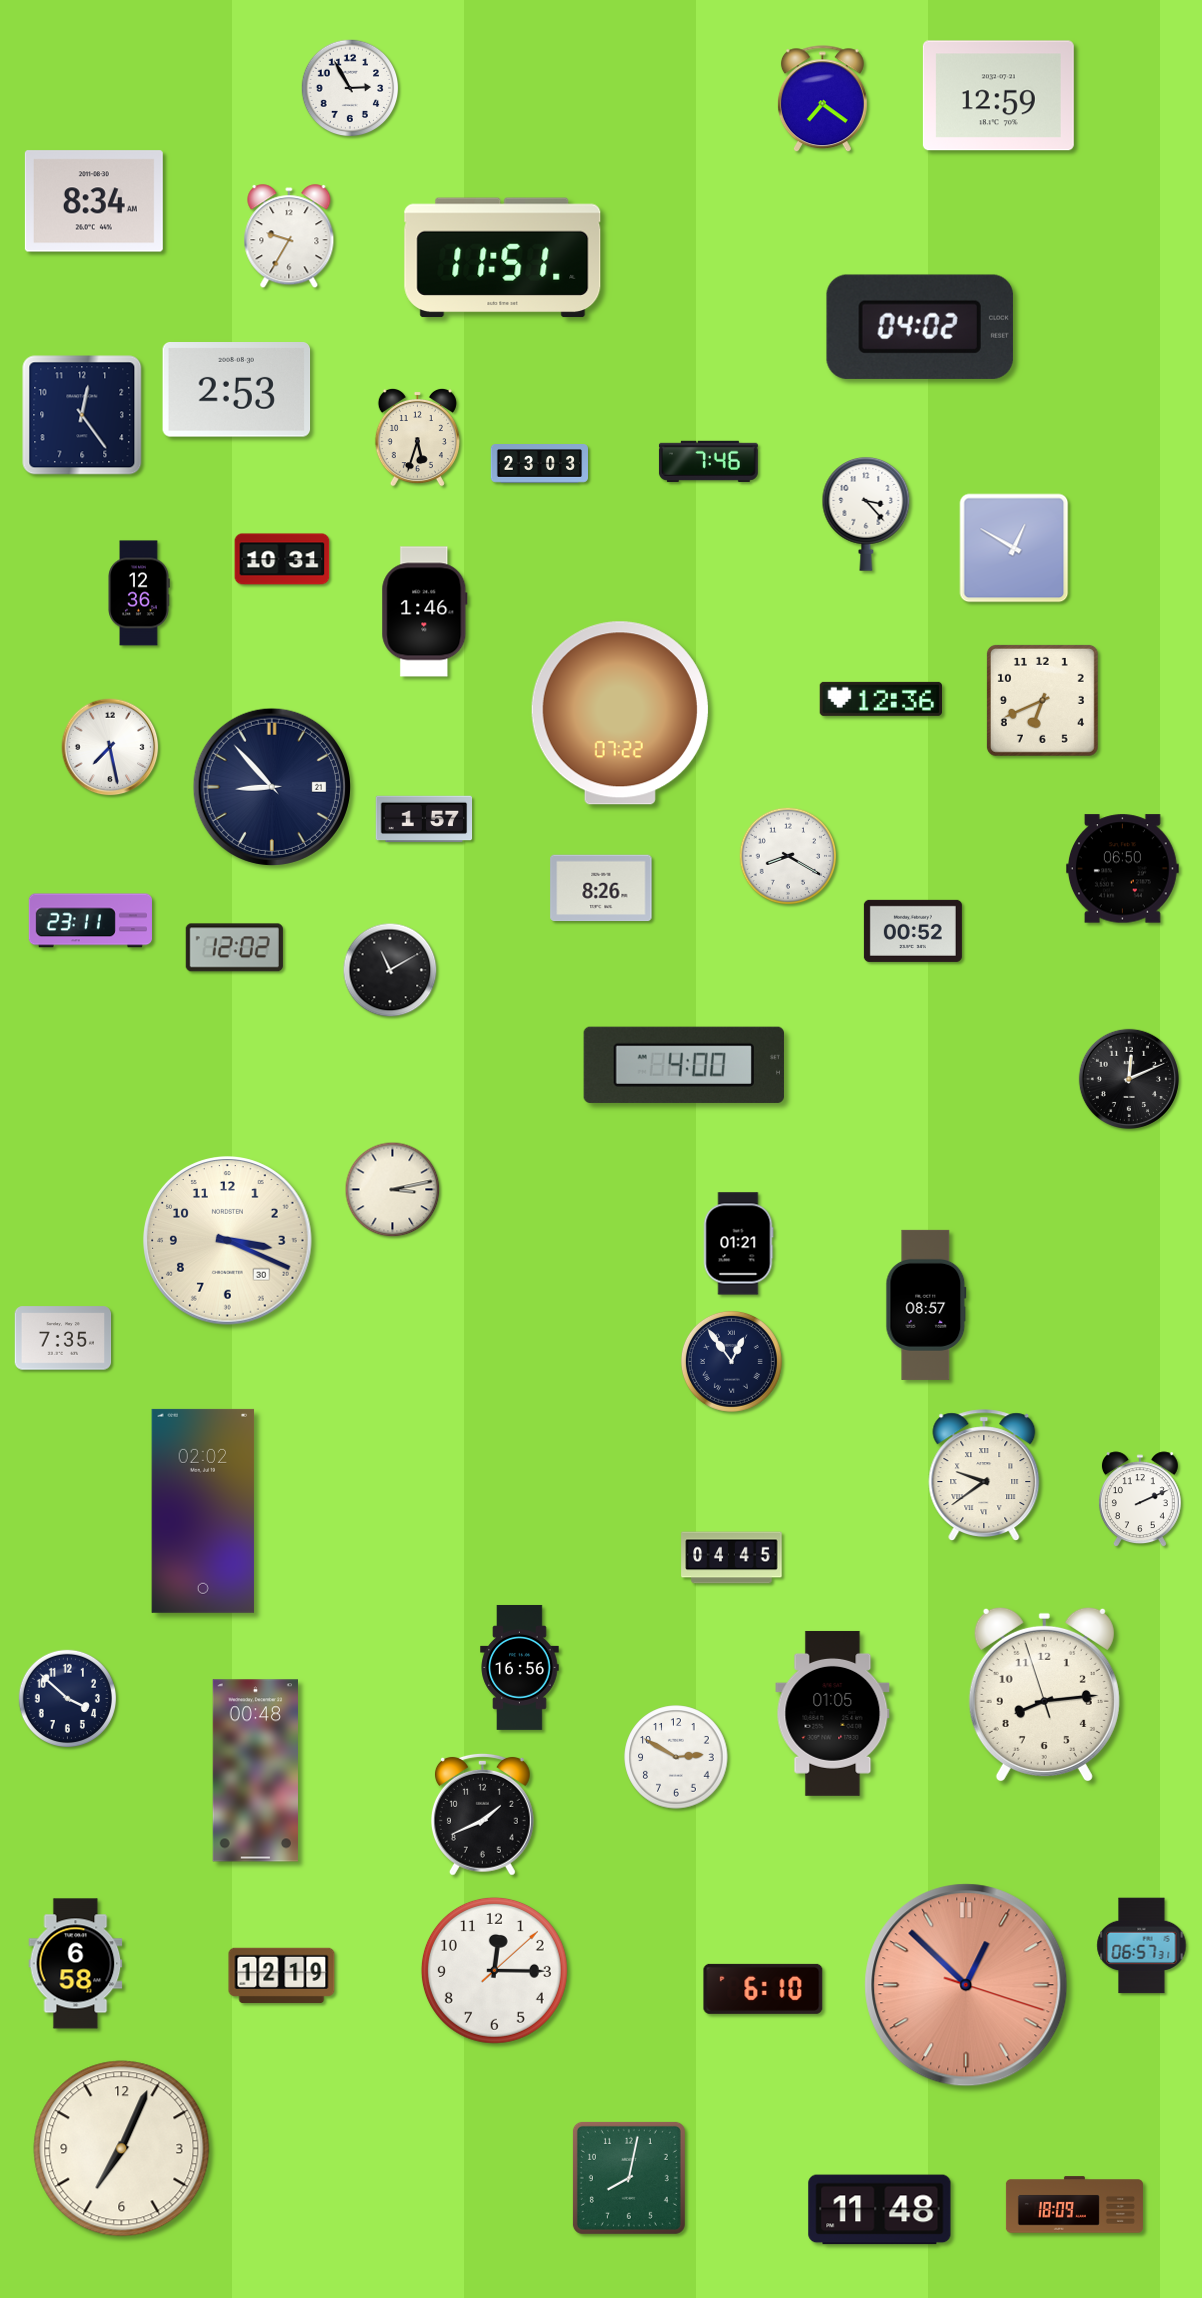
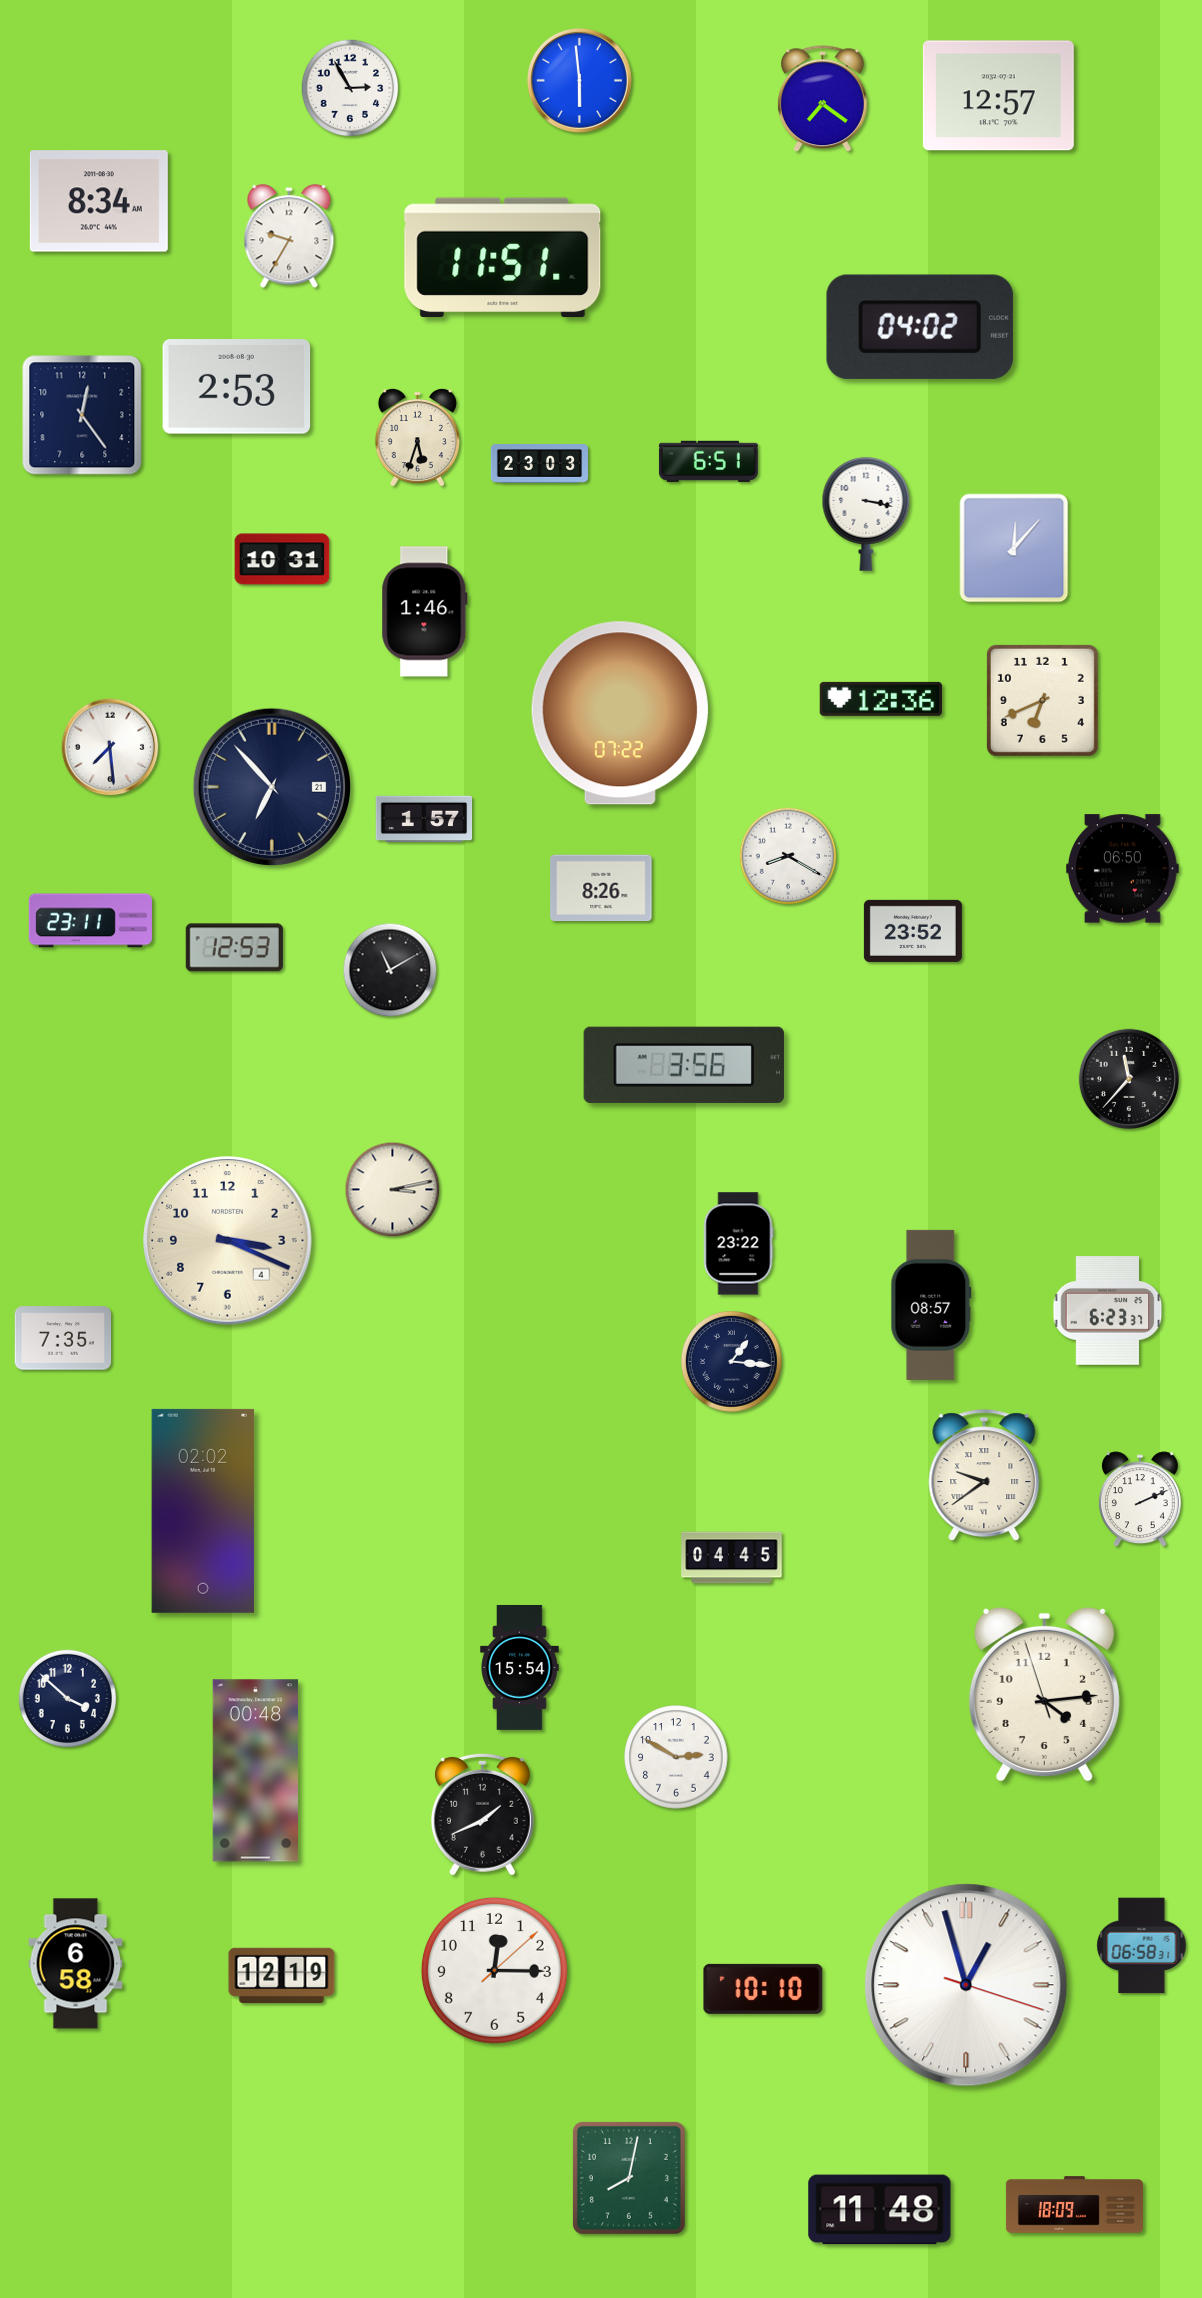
clock at (579, 80): none -> 5:59
clock at (998, 96): 12:59 -> 12:57
clock at (94, 201) position: (94, 201) -> (99, 201)
clock at (237, 390) position: (237, 390) -> (237, 387)
clock at (708, 461): 7:46 -> 6:51
clock at (866, 514): 3:23 -> 3:17
clock at (1014, 548): 12:50 -> 12:07
clock at (139, 593): 12:36 -> none
clock at (110, 747): 7:28 -> 7:29
clock at (272, 787): 8:53 -> 6:53
clock at (913, 931): 00:52 -> 23:52
clock at (234, 948): 12:02 -> 12:53
clock at (684, 1065): 4:00 -> 3:56
clock at (1128, 1078): 12:11 -> 11:37
clock at (228, 1241) date: 30 -> 4
clock at (738, 1244): 01:21 -> 23:22
clock at (926, 1305) position: (926, 1305) -> (931, 1305)
clock at (1108, 1311): none -> 6:23
clock at (731, 1361): 12:54 -> 1:16
clock at (520, 1667): 16:56 -> 15:54
clock at (1044, 1694): 8:13 -> 4:13
clock at (833, 1713): 01:05 -> none
clock at (1142, 1946): 06:57 -> 06:58
clock at (966, 1985): 12:52 -> 12:57
clock at (966, 1985) dial: salmon -> white
clock at (763, 1989): 6:10 -> 10:10
clock at (122, 2149): 7:04 -> none
